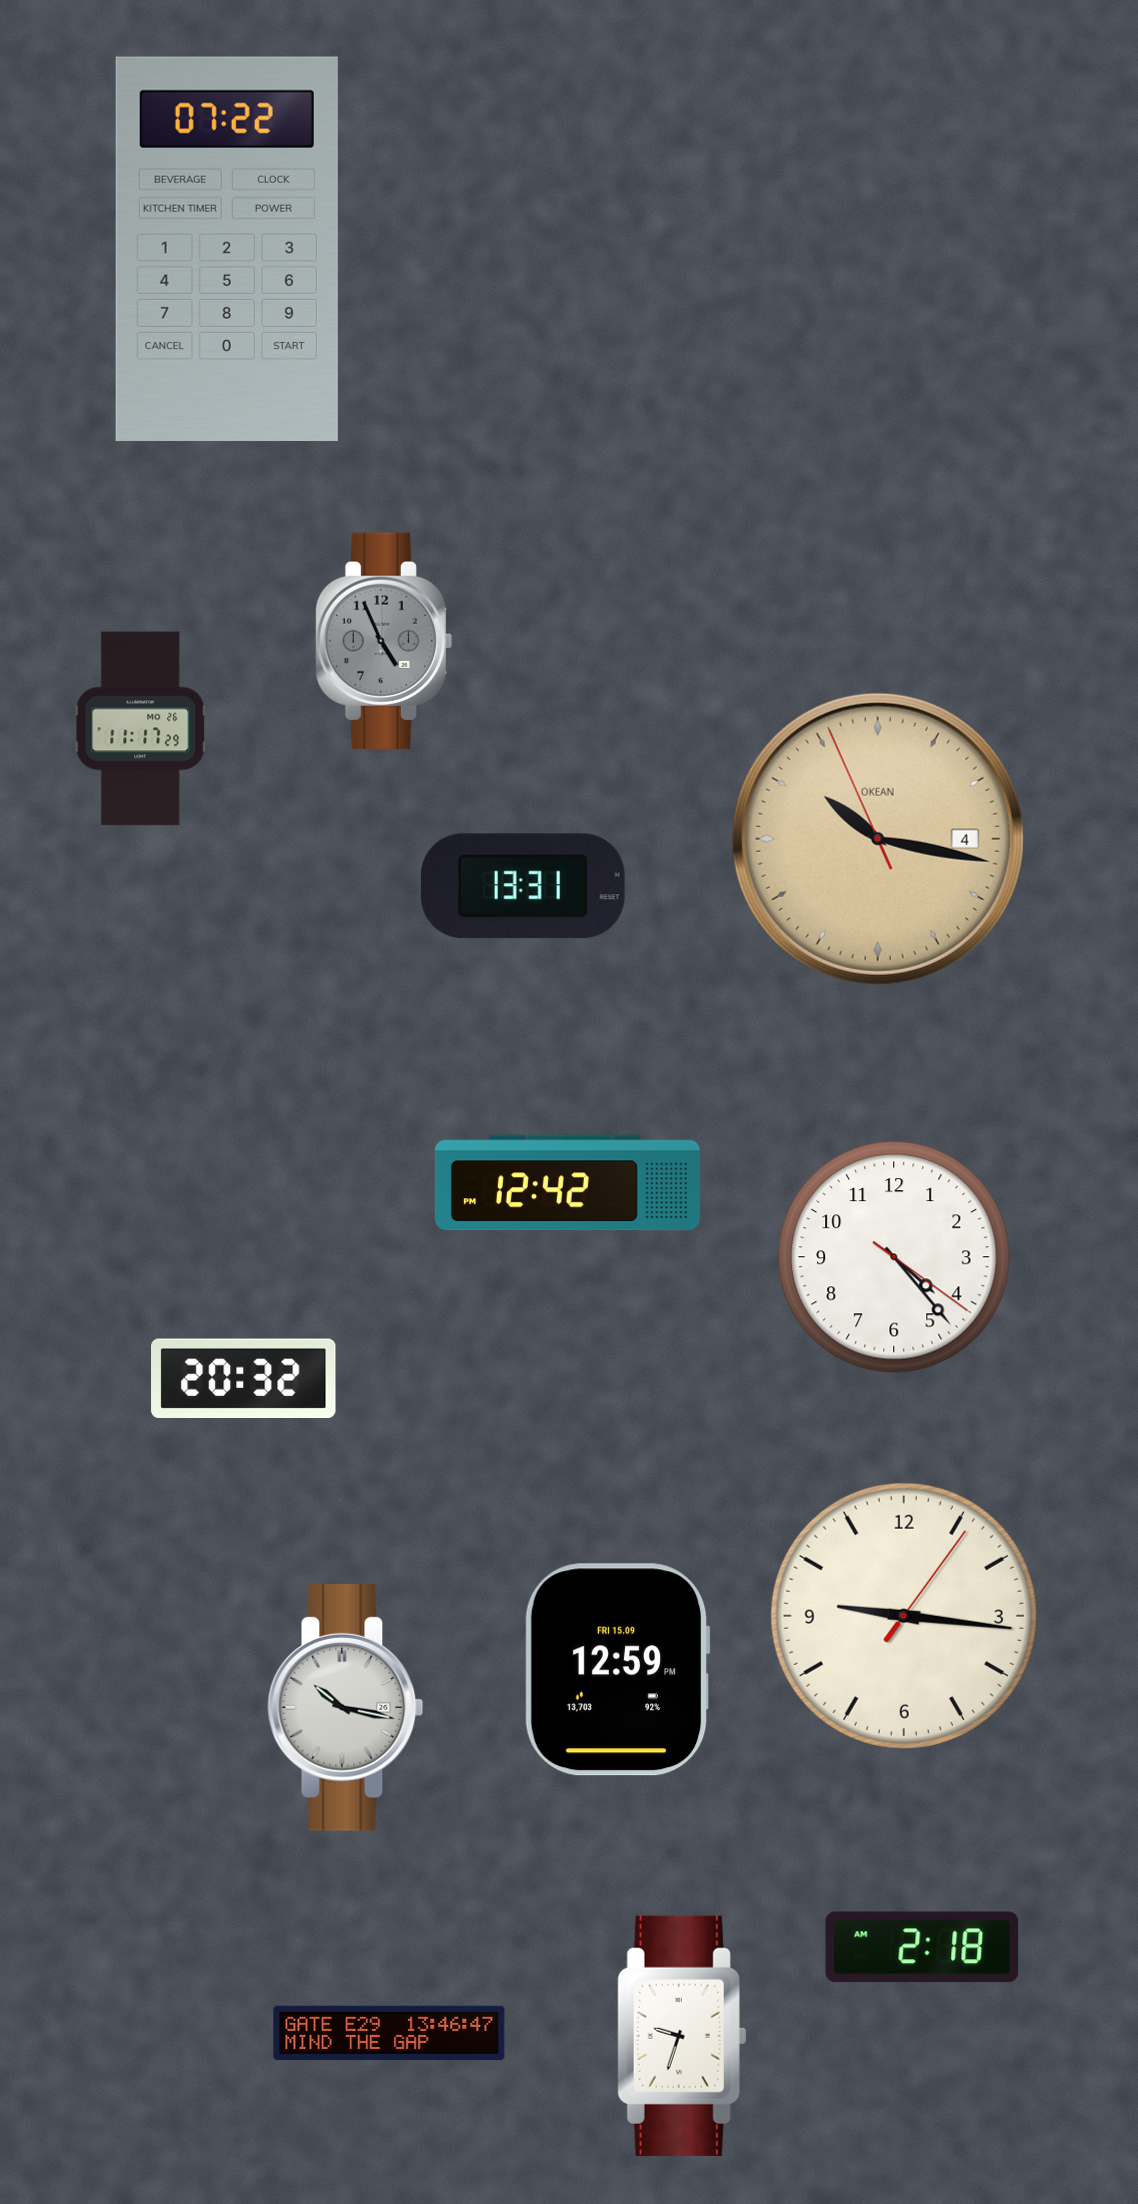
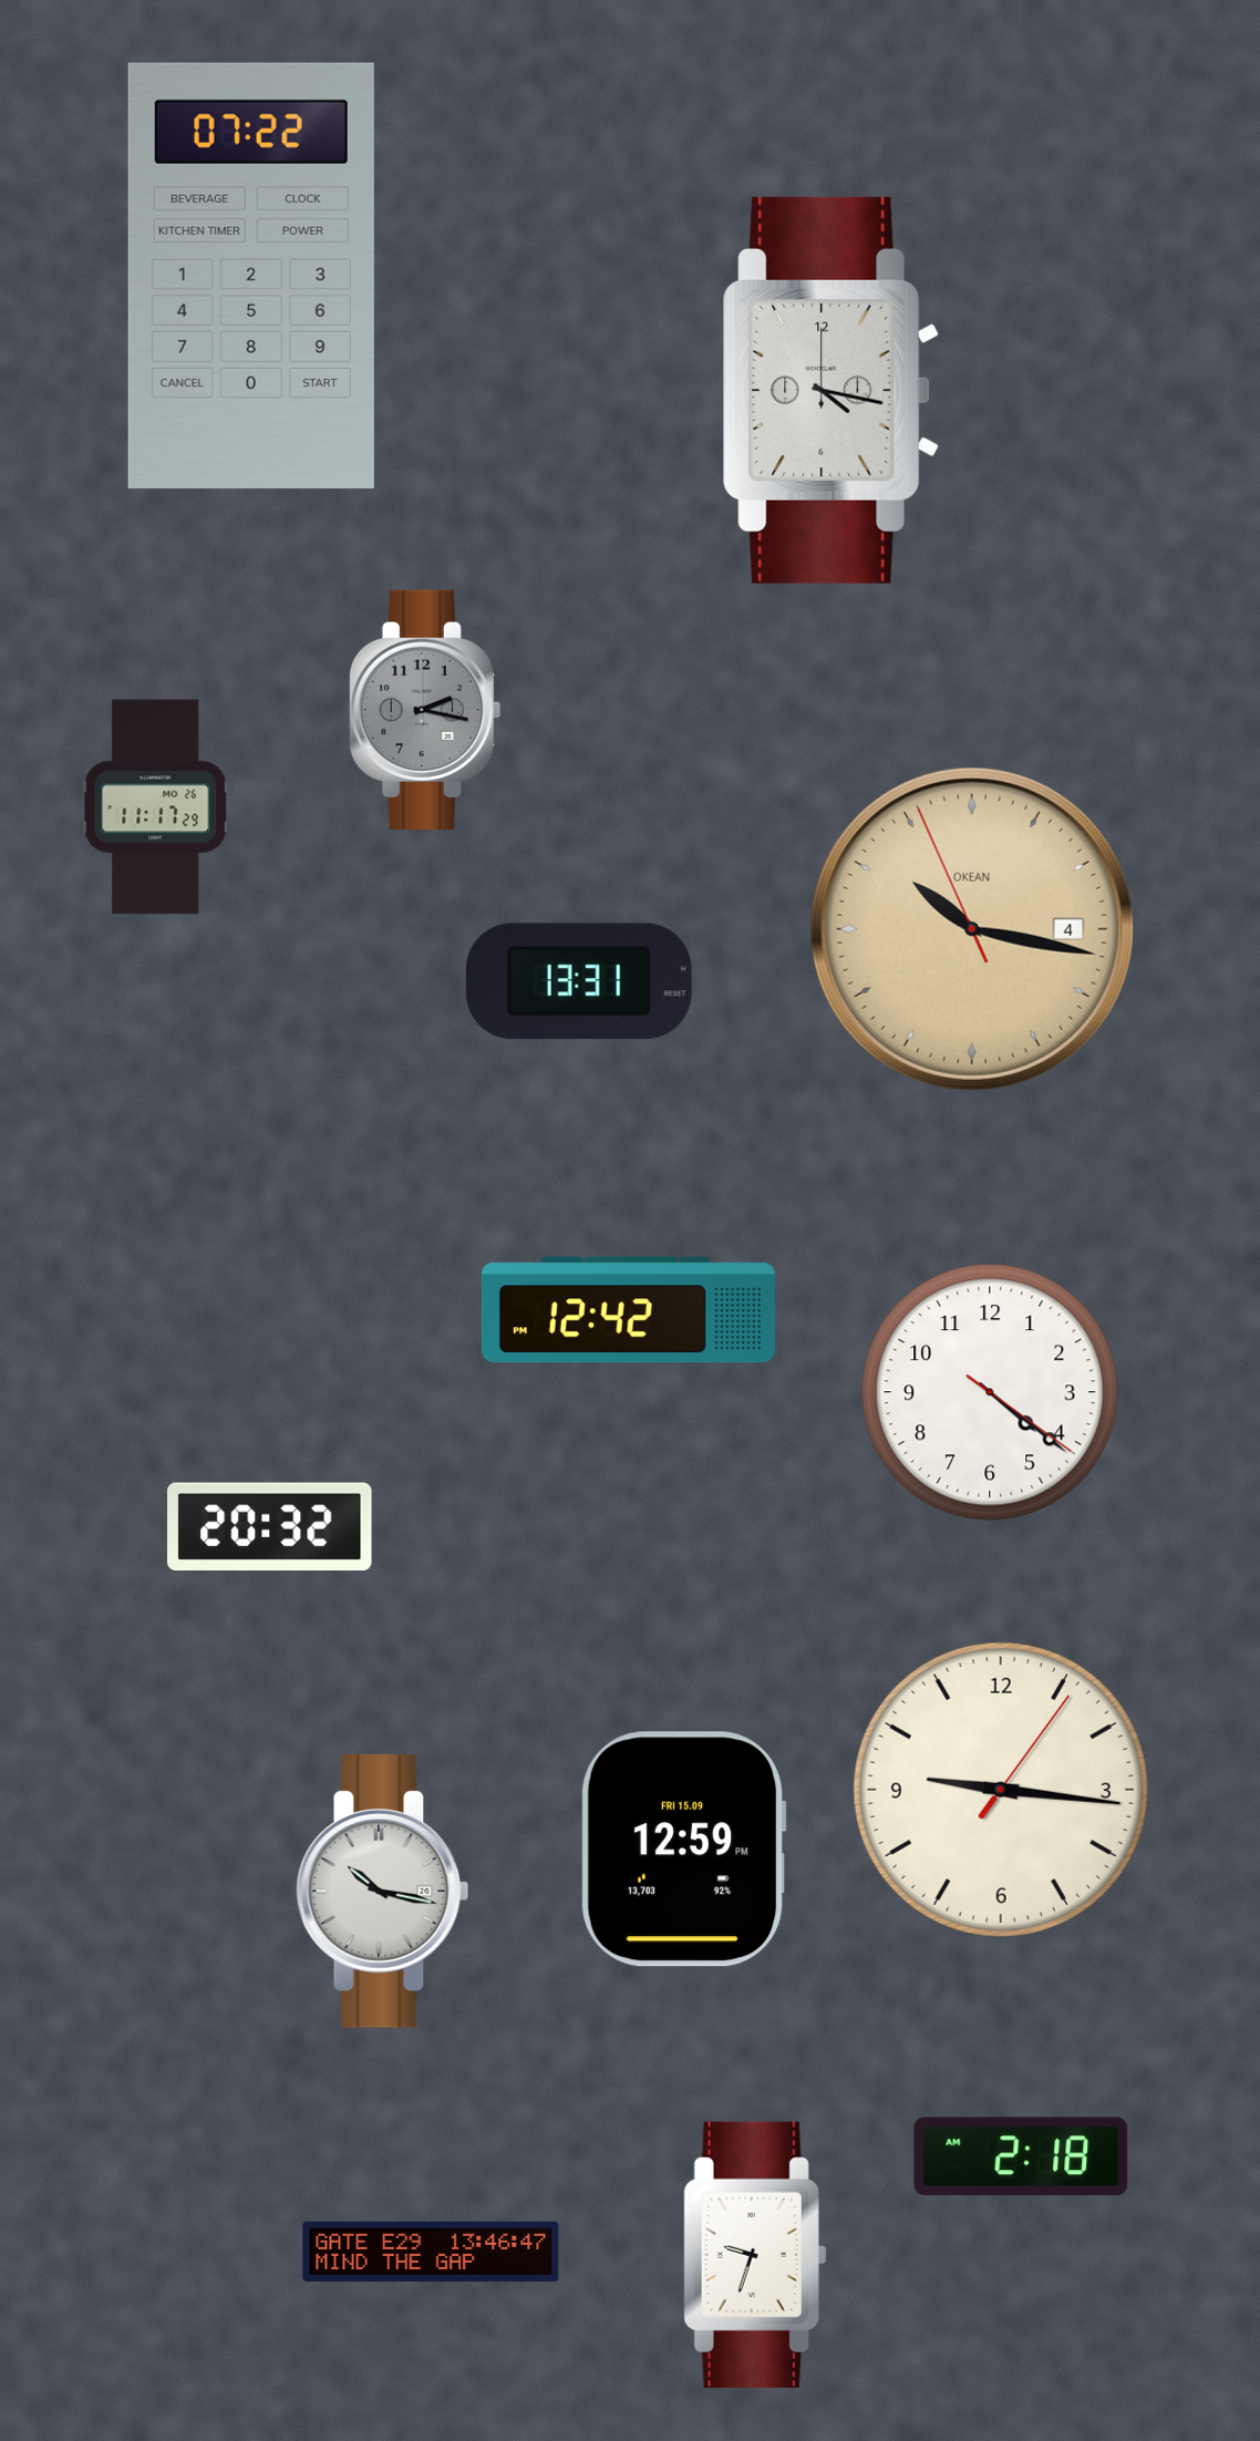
clock at (832, 390): none -> 4:17
clock at (384, 640): 4:56 -> 2:17
clock at (894, 1257): 4:23 -> 4:21
